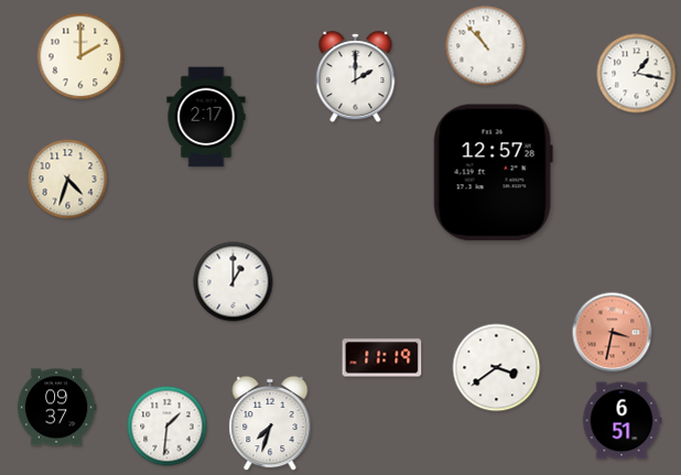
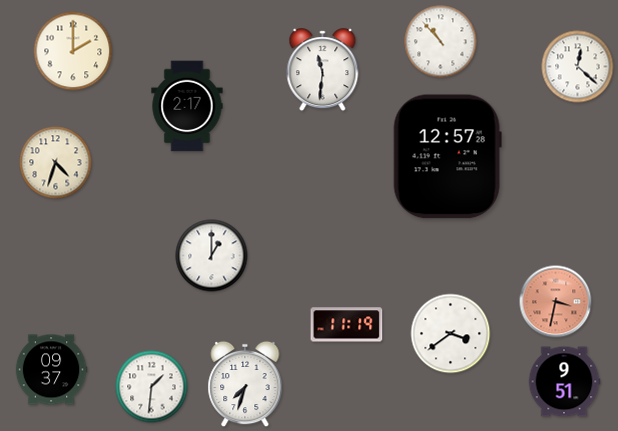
clock at (637, 74): 1:17 -> 12:22
clock at (356, 77): 2:00 -> 11:31
clock at (68, 180) position: (68, 180) -> (56, 163)
clock at (621, 421): 6:51 -> 9:51
